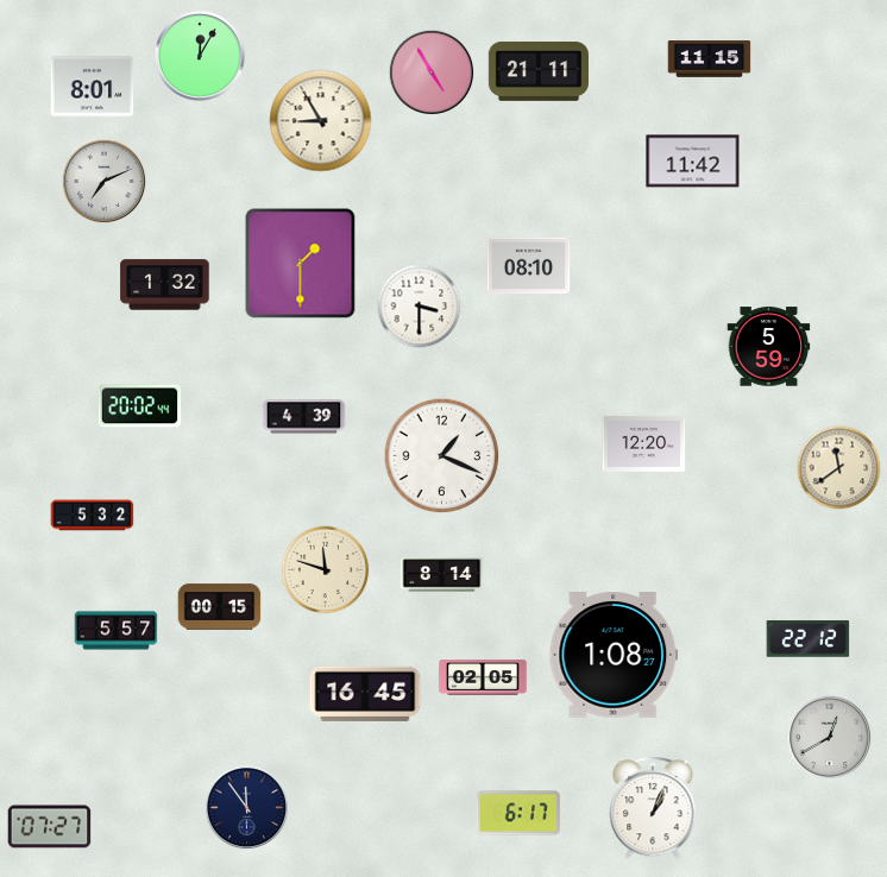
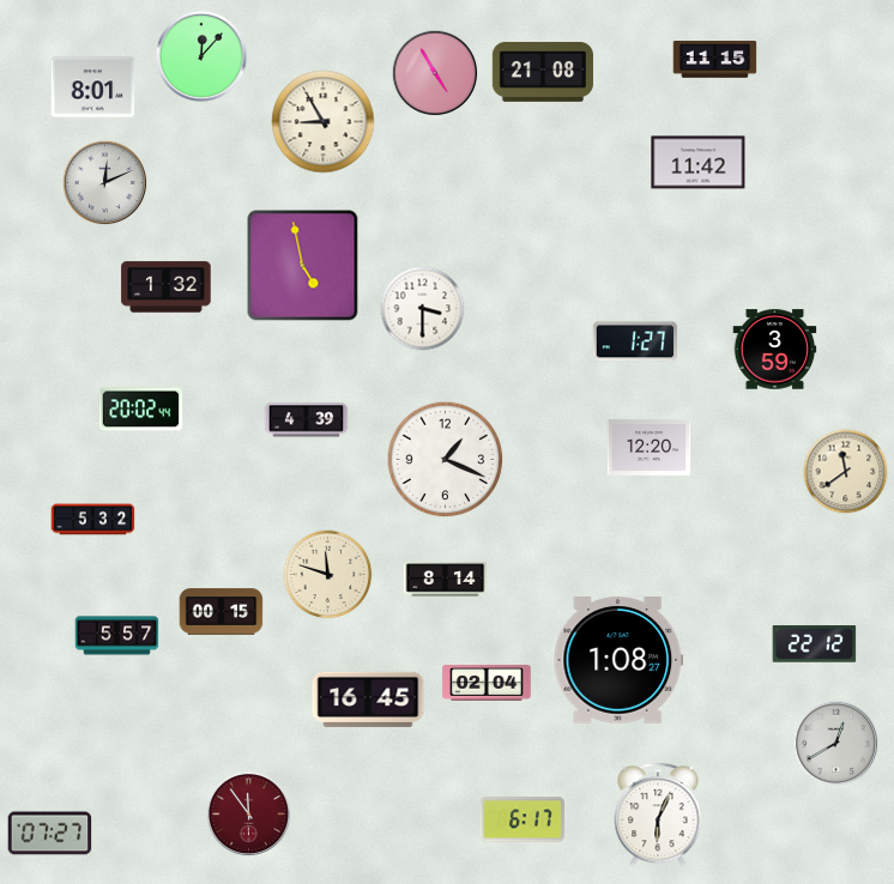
clock at (201, 57): 12:05 -> 12:07
clock at (539, 71): 21:11 -> 21:08
clock at (105, 182): 7:11 -> 12:11
clock at (301, 264): 1:30 -> 4:58
clock at (529, 266): 08:10 -> none
clock at (635, 341): none -> 1:27
clock at (769, 347): 5:59 -> 3:59
clock at (483, 679): 02:05 -> 02:04
clock at (247, 808) dial: navy -> burgundy
clock at (653, 808): 1:04 -> 6:04
